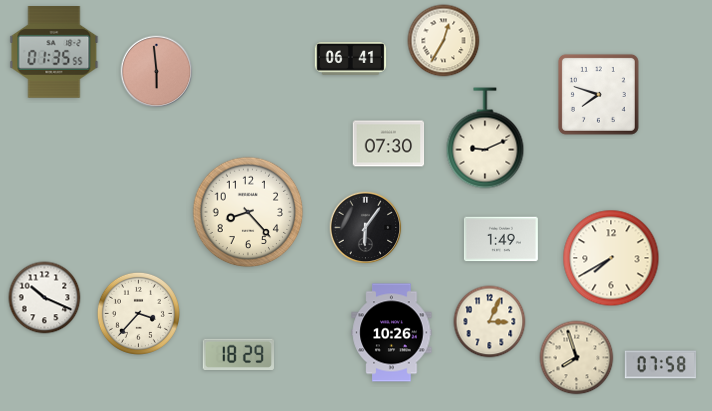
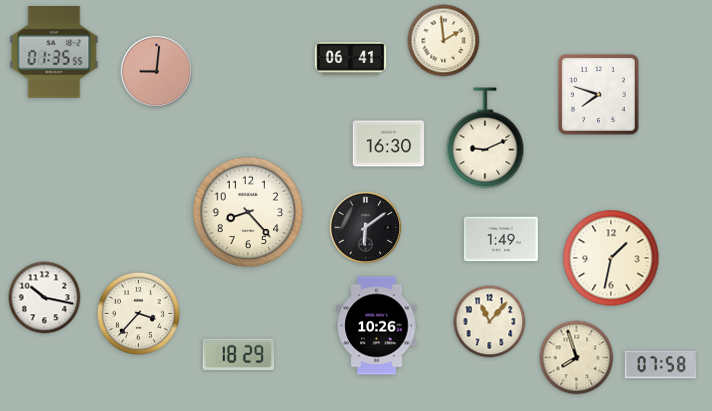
clock at (444, 41): 12:35 -> 1:59
clock at (157, 72): 5:59 -> 9:01
clock at (389, 144): 07:30 -> 16:30
clock at (366, 228): 6:06 -> 6:09
clock at (611, 258): 7:40 -> 1:32
clock at (45, 298): 10:19 -> 10:17
clock at (490, 322): 3:04 -> 11:07
clock at (392, 333) position: (392, 333) -> (377, 326)
